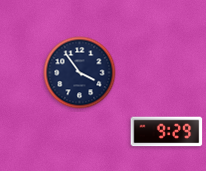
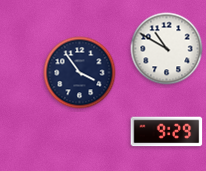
clock at (167, 49): none -> 10:50
